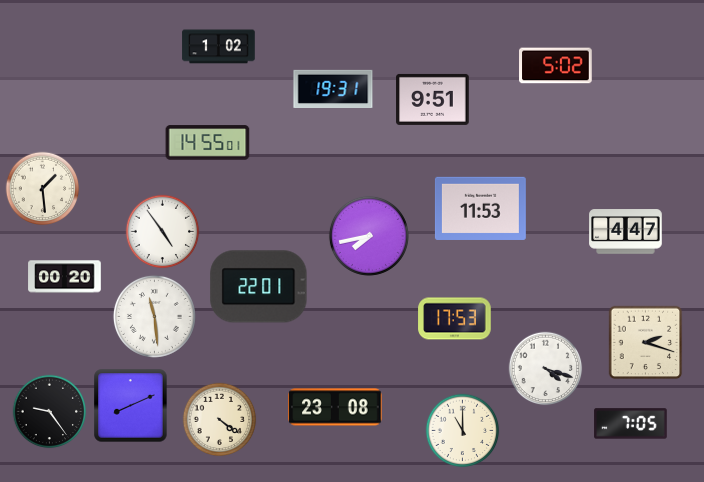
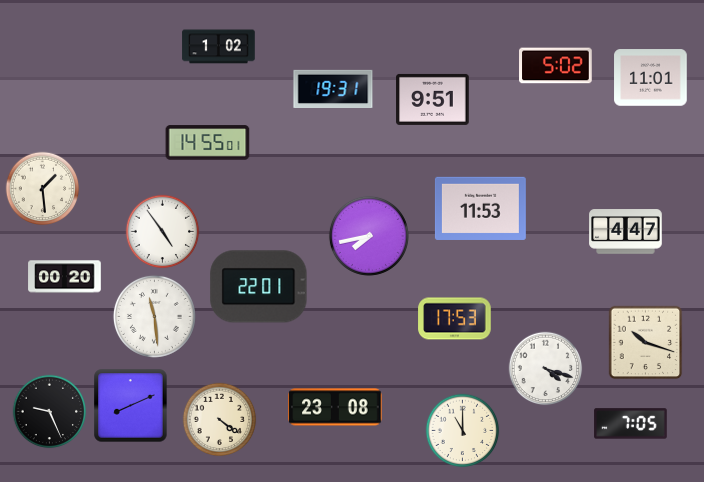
clock at (651, 78): none -> 11:01
clock at (646, 343): 2:18 -> 10:18
clock at (50, 412): 9:24 -> 9:26
